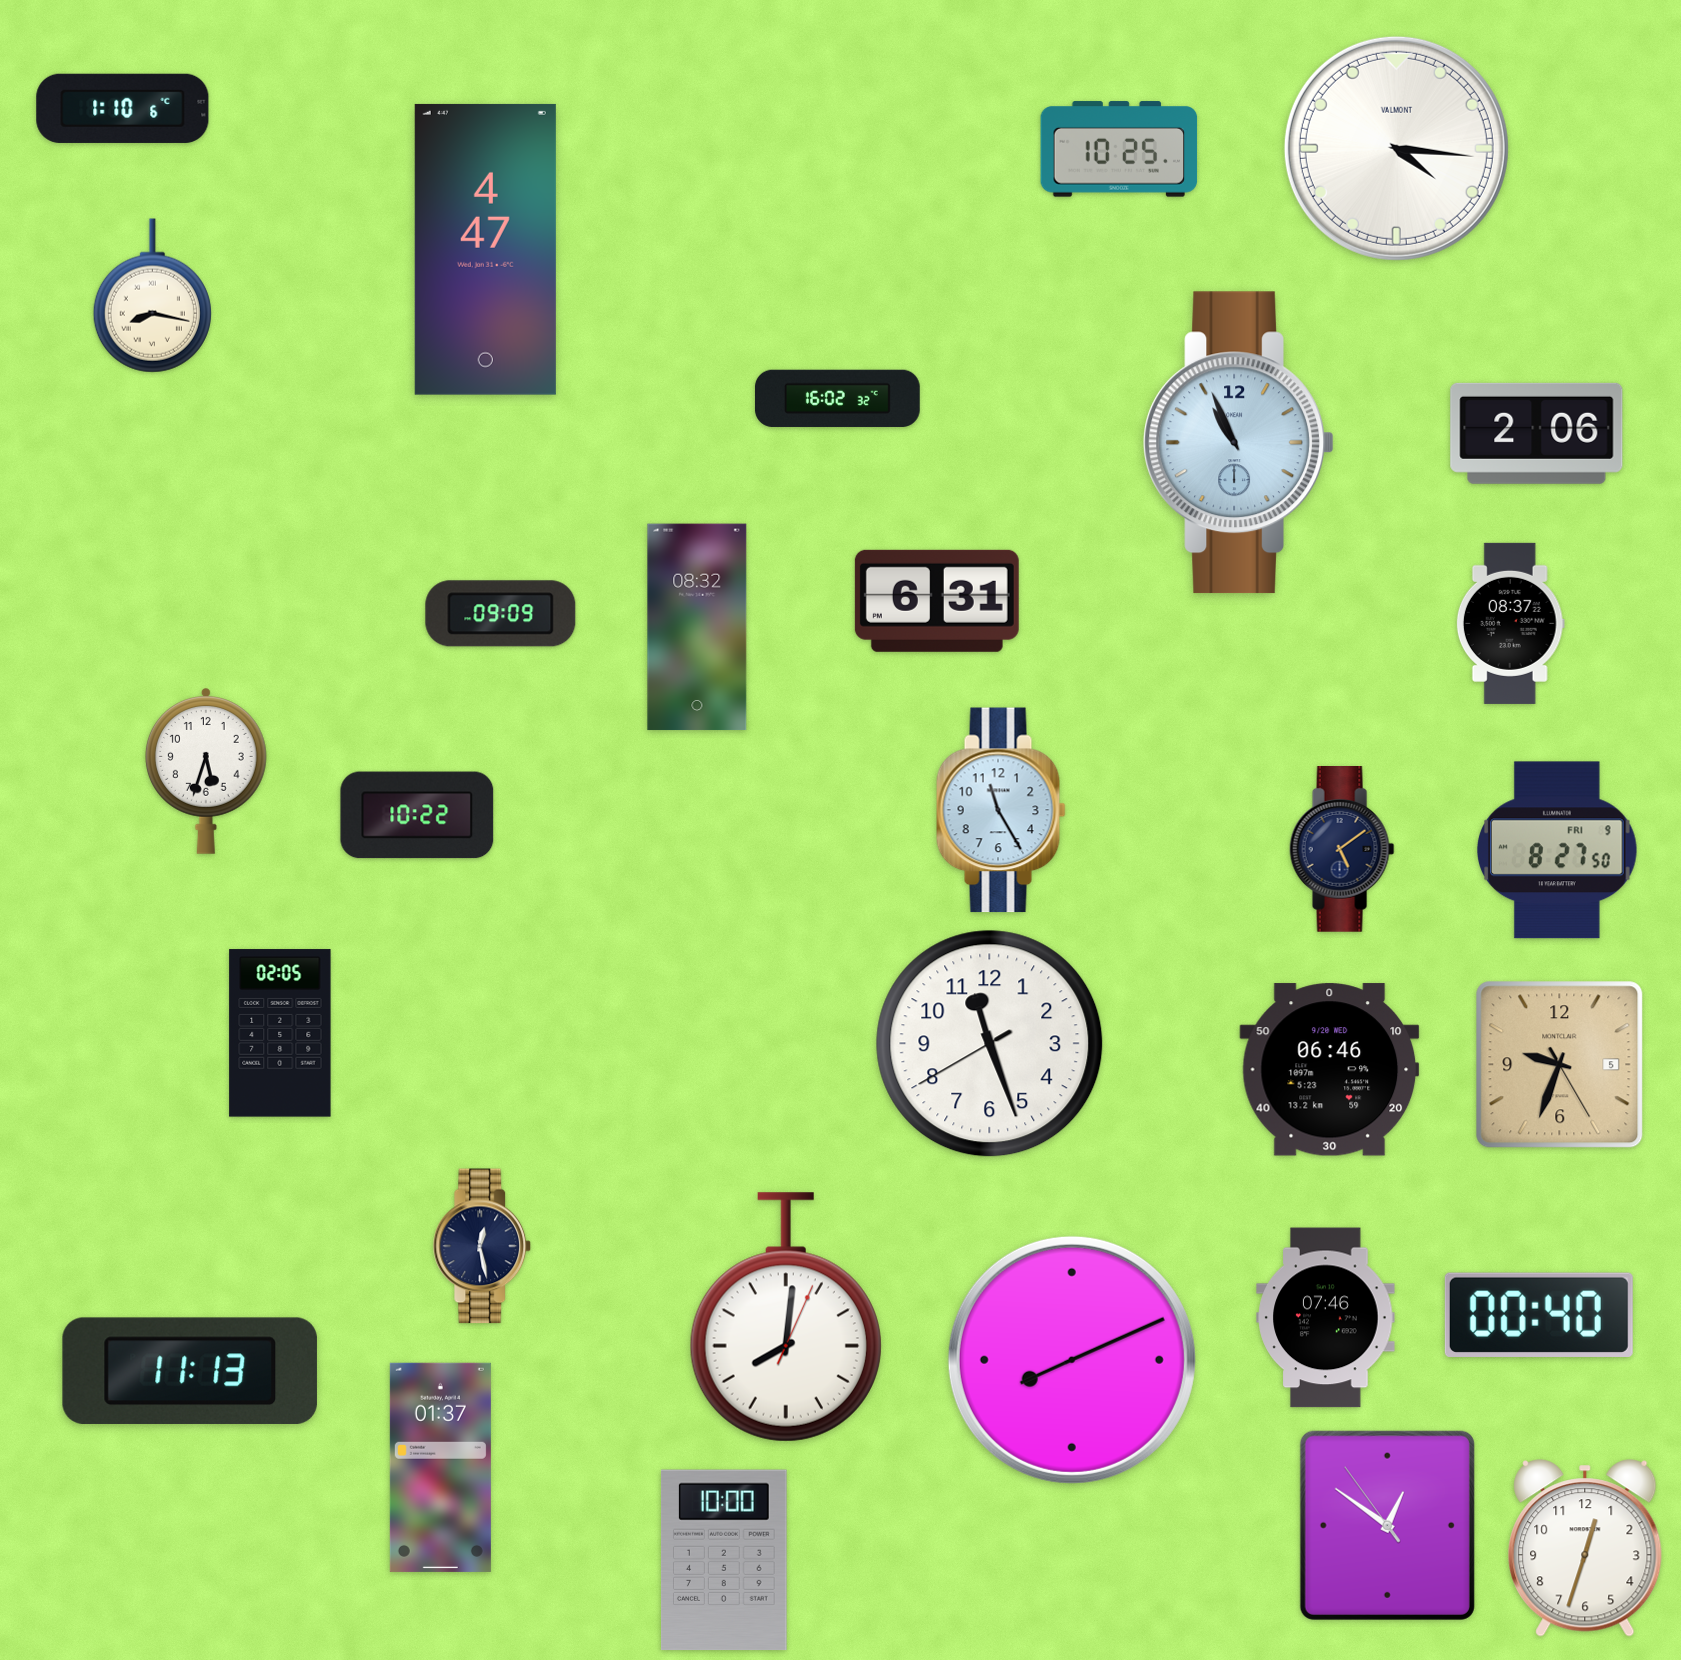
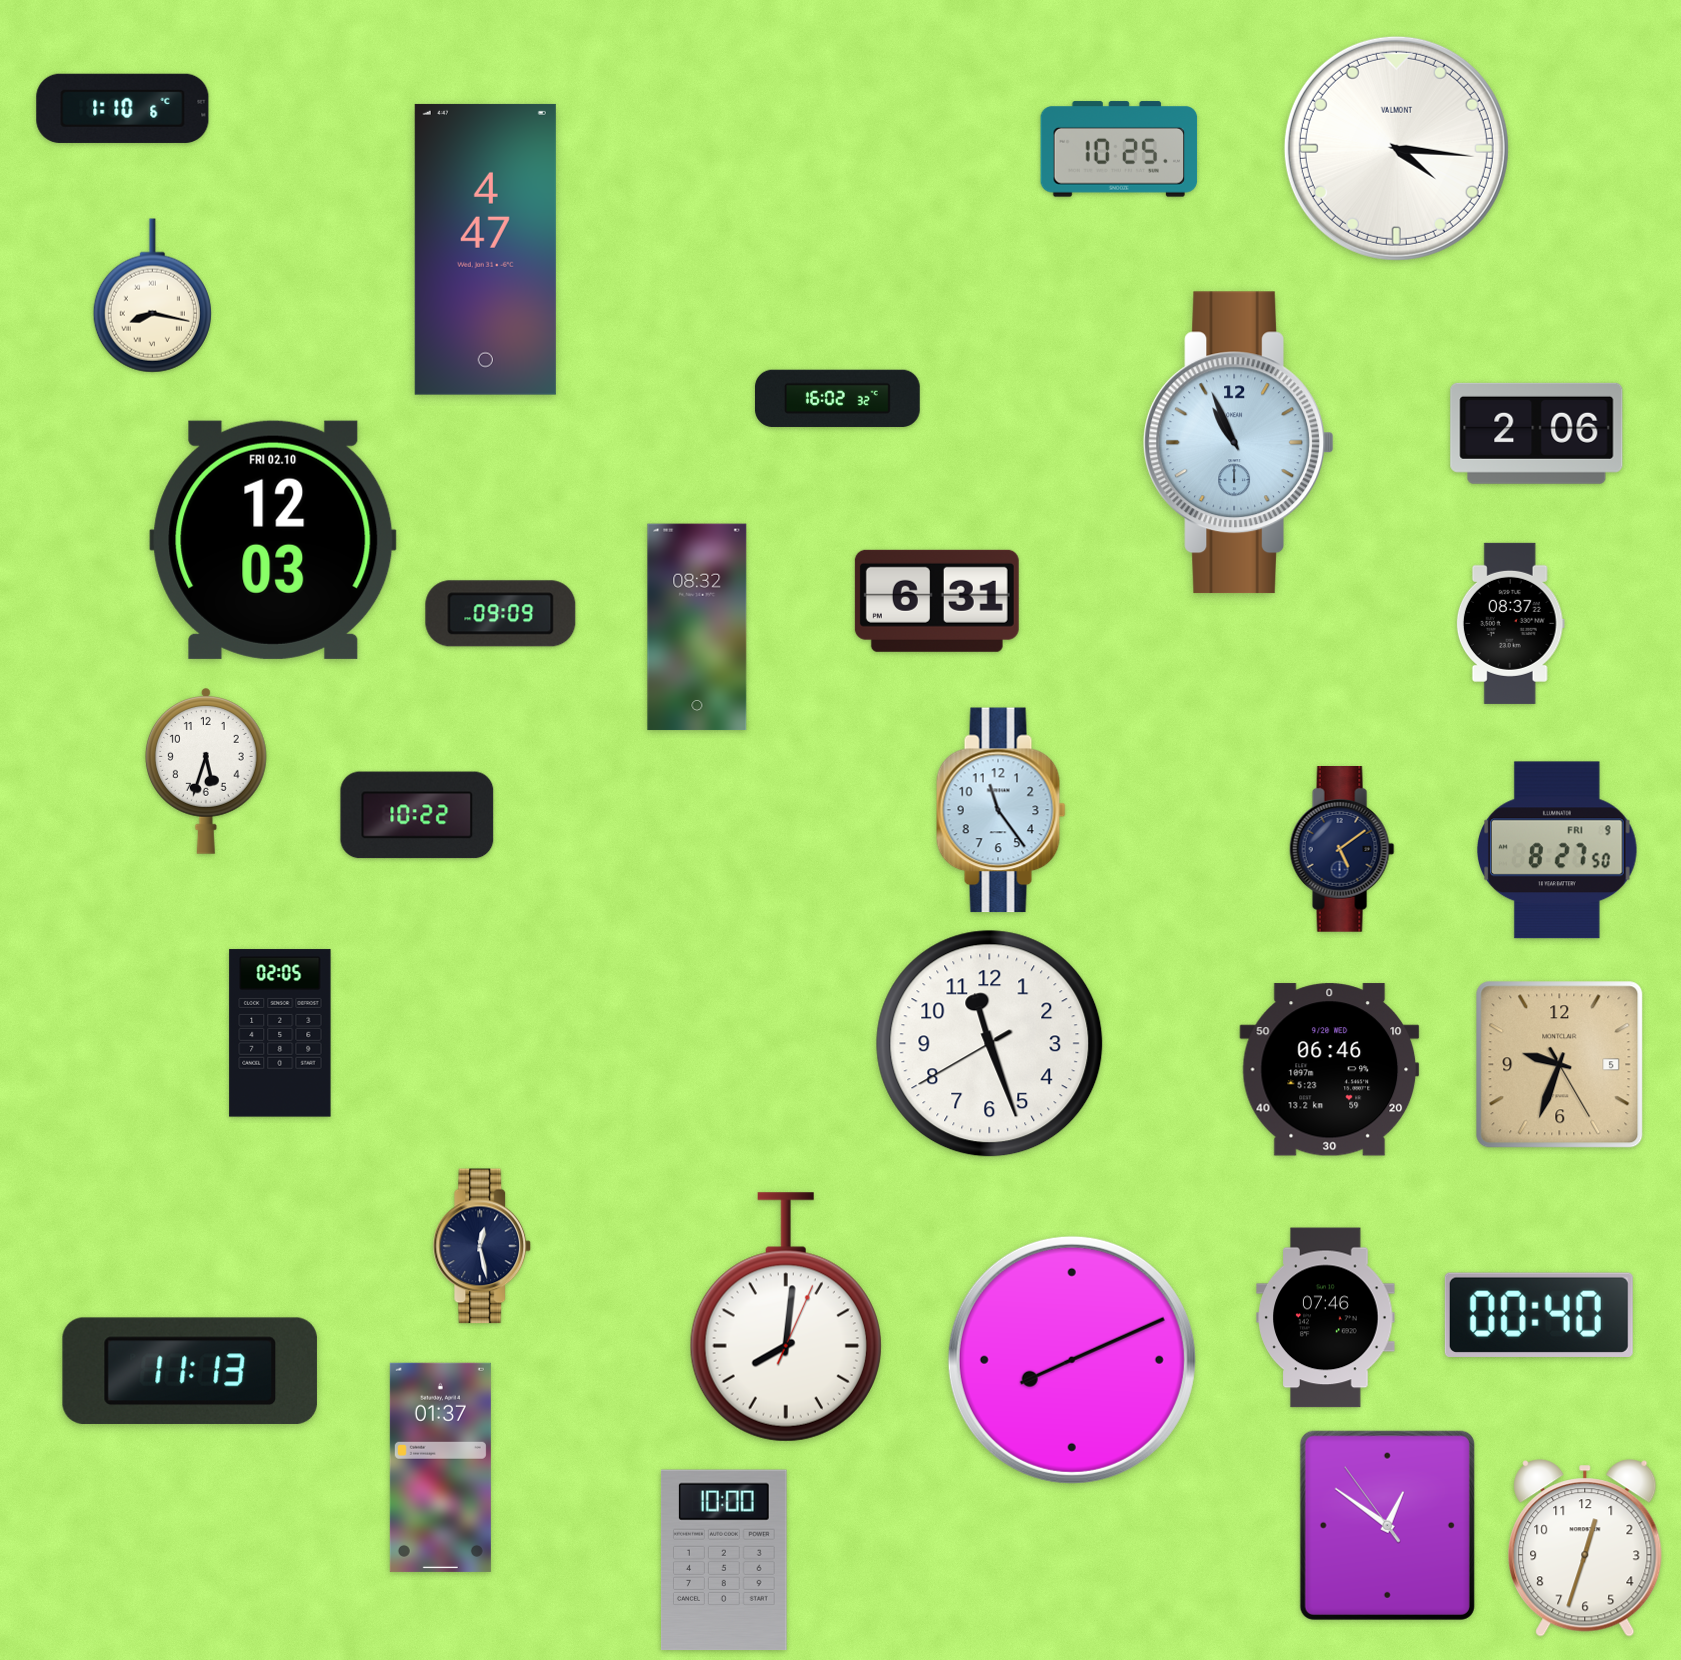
clock at (273, 540): none -> 12:03
clock at (1001, 810): 11:25 -> 11:24
